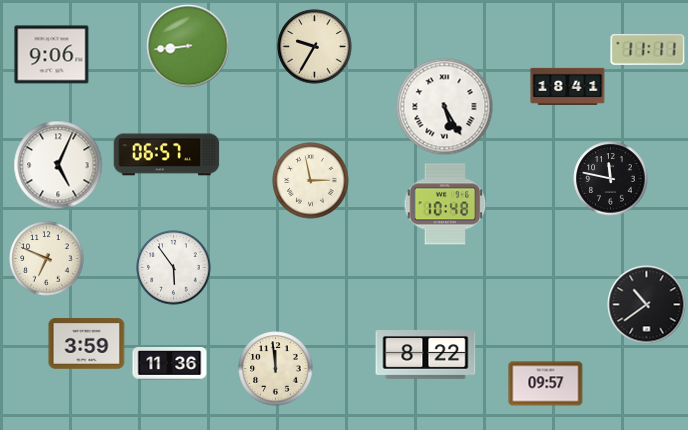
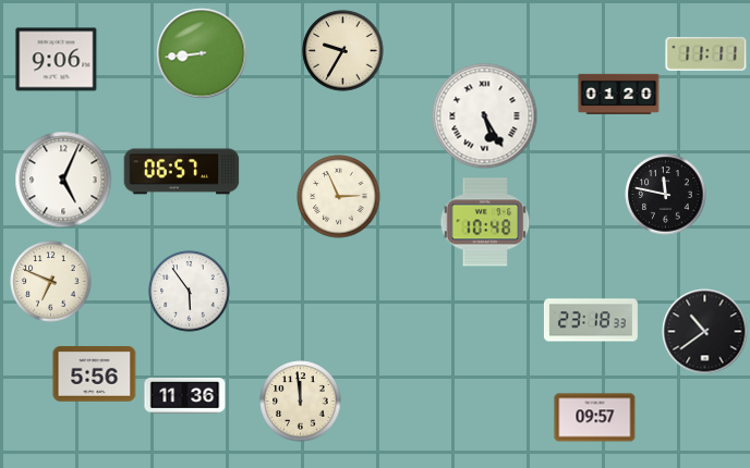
clock at (188, 46) position: (188, 46) -> (202, 53)
clock at (568, 86): 18:41 -> 01:20
clock at (167, 155) position: (167, 155) -> (182, 172)
clock at (311, 181): 2:58 -> 2:56
clock at (591, 320): none -> 23:18
clock at (87, 344): 3:59 -> 5:56
clock at (426, 355): 8:22 -> none
